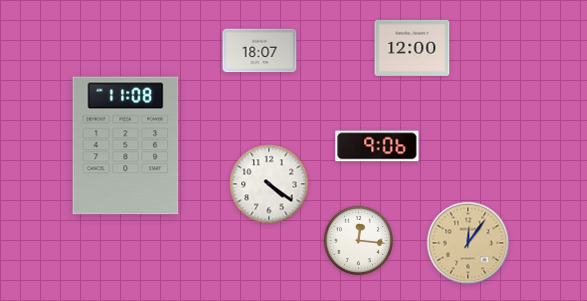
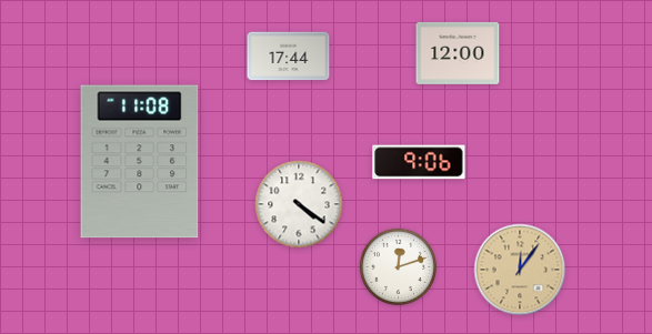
clock at (260, 51): 18:07 -> 17:44
clock at (358, 240): 12:16 -> 12:12
